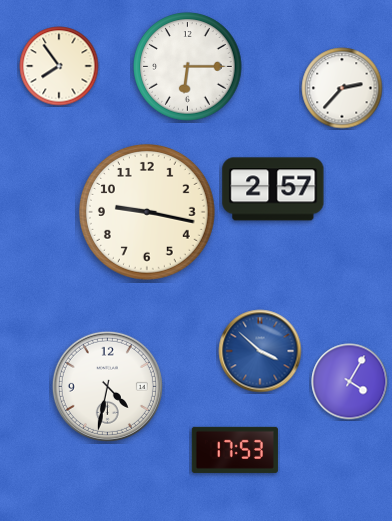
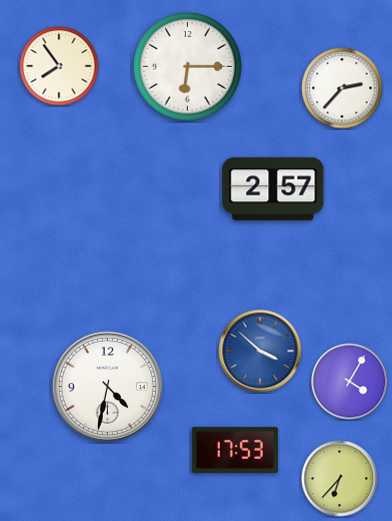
clock at (147, 212): 9:17 -> none
clock at (340, 479): none -> 6:37
